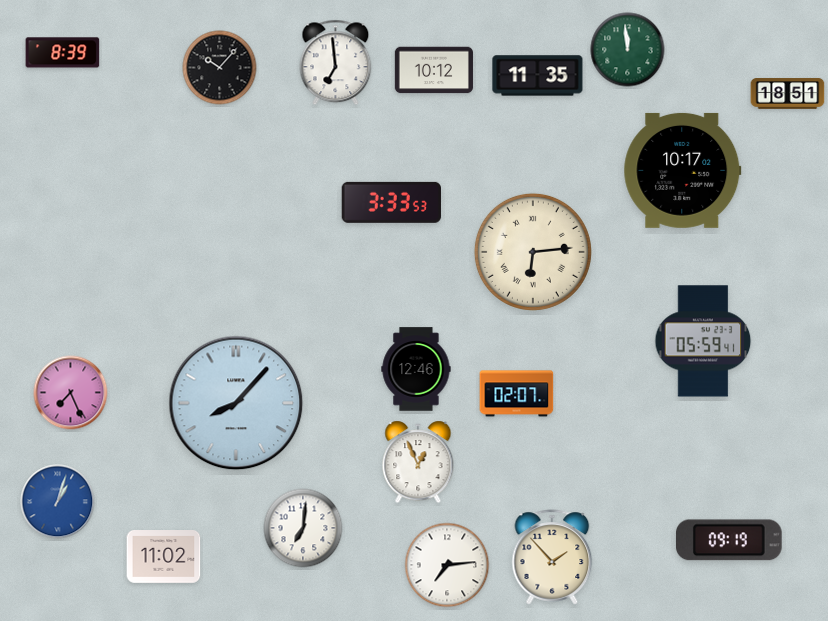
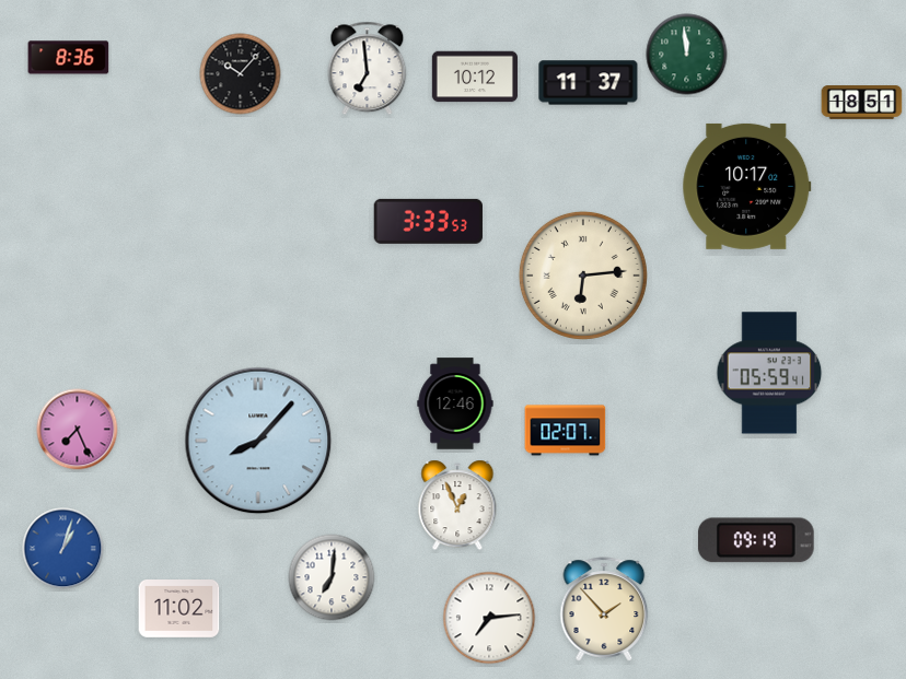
clock at (63, 53): 8:39 -> 8:36
clock at (538, 76): 11:35 -> 11:37
clock at (729, 540) position: (729, 540) -> (756, 540)
